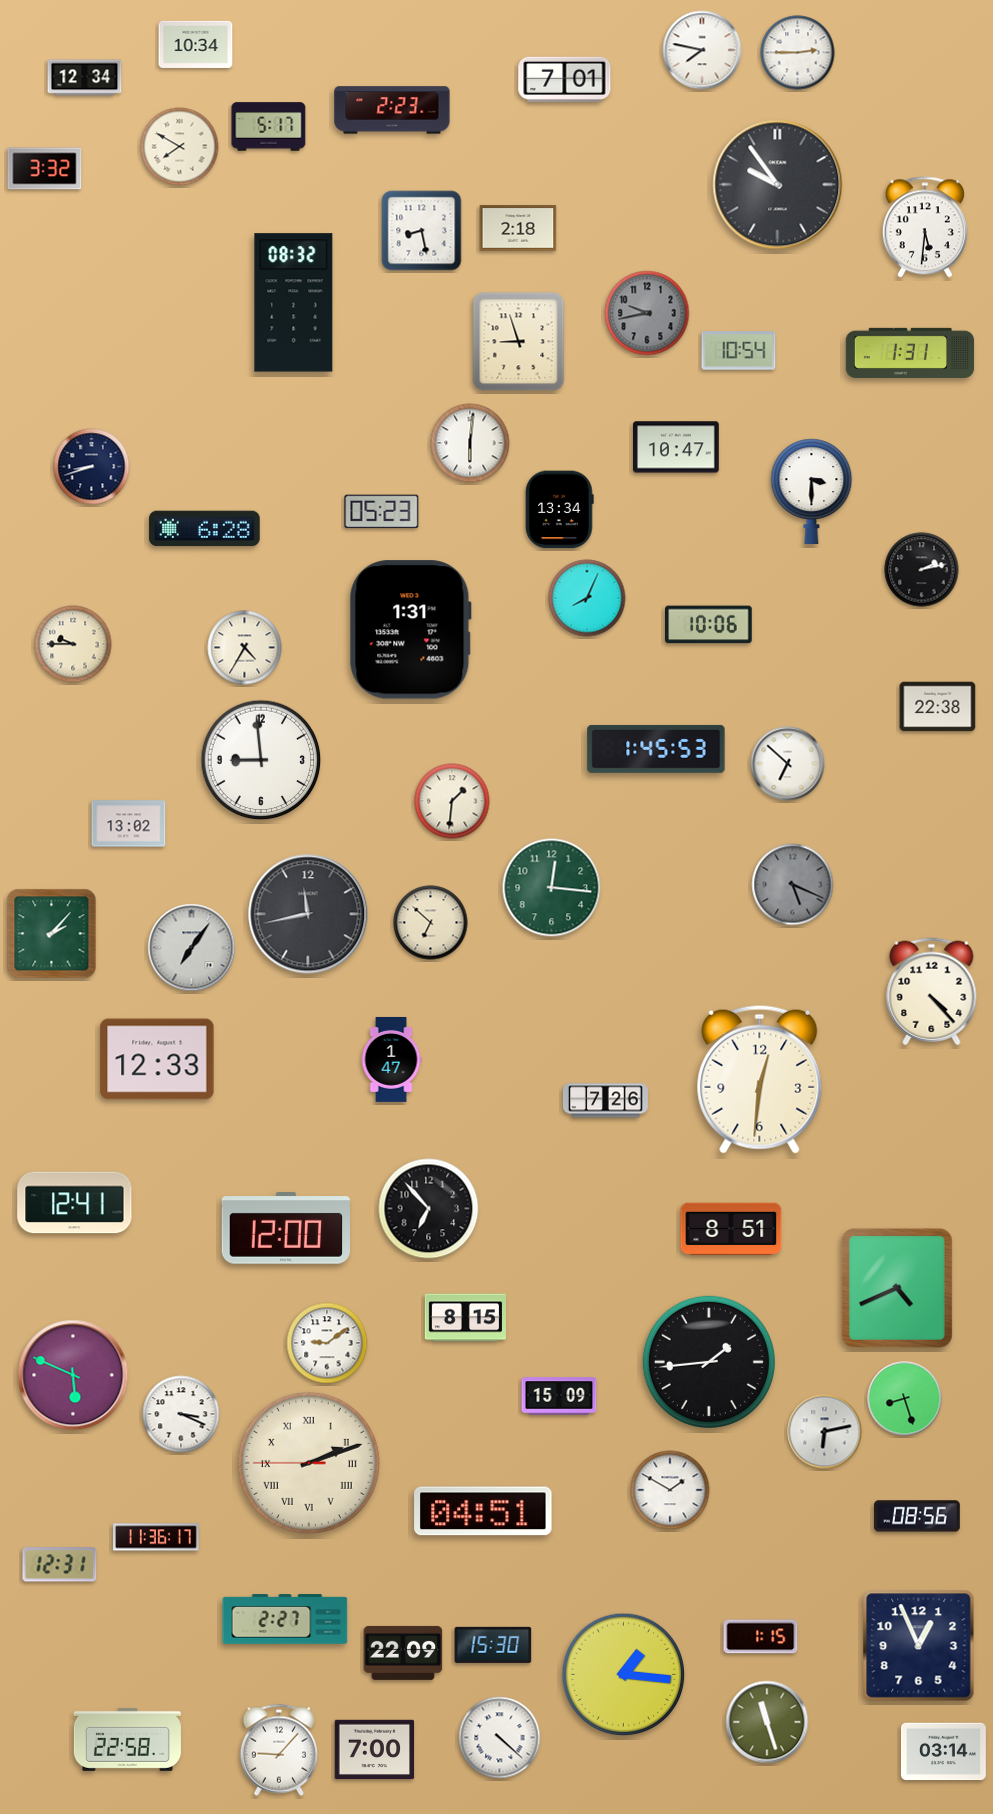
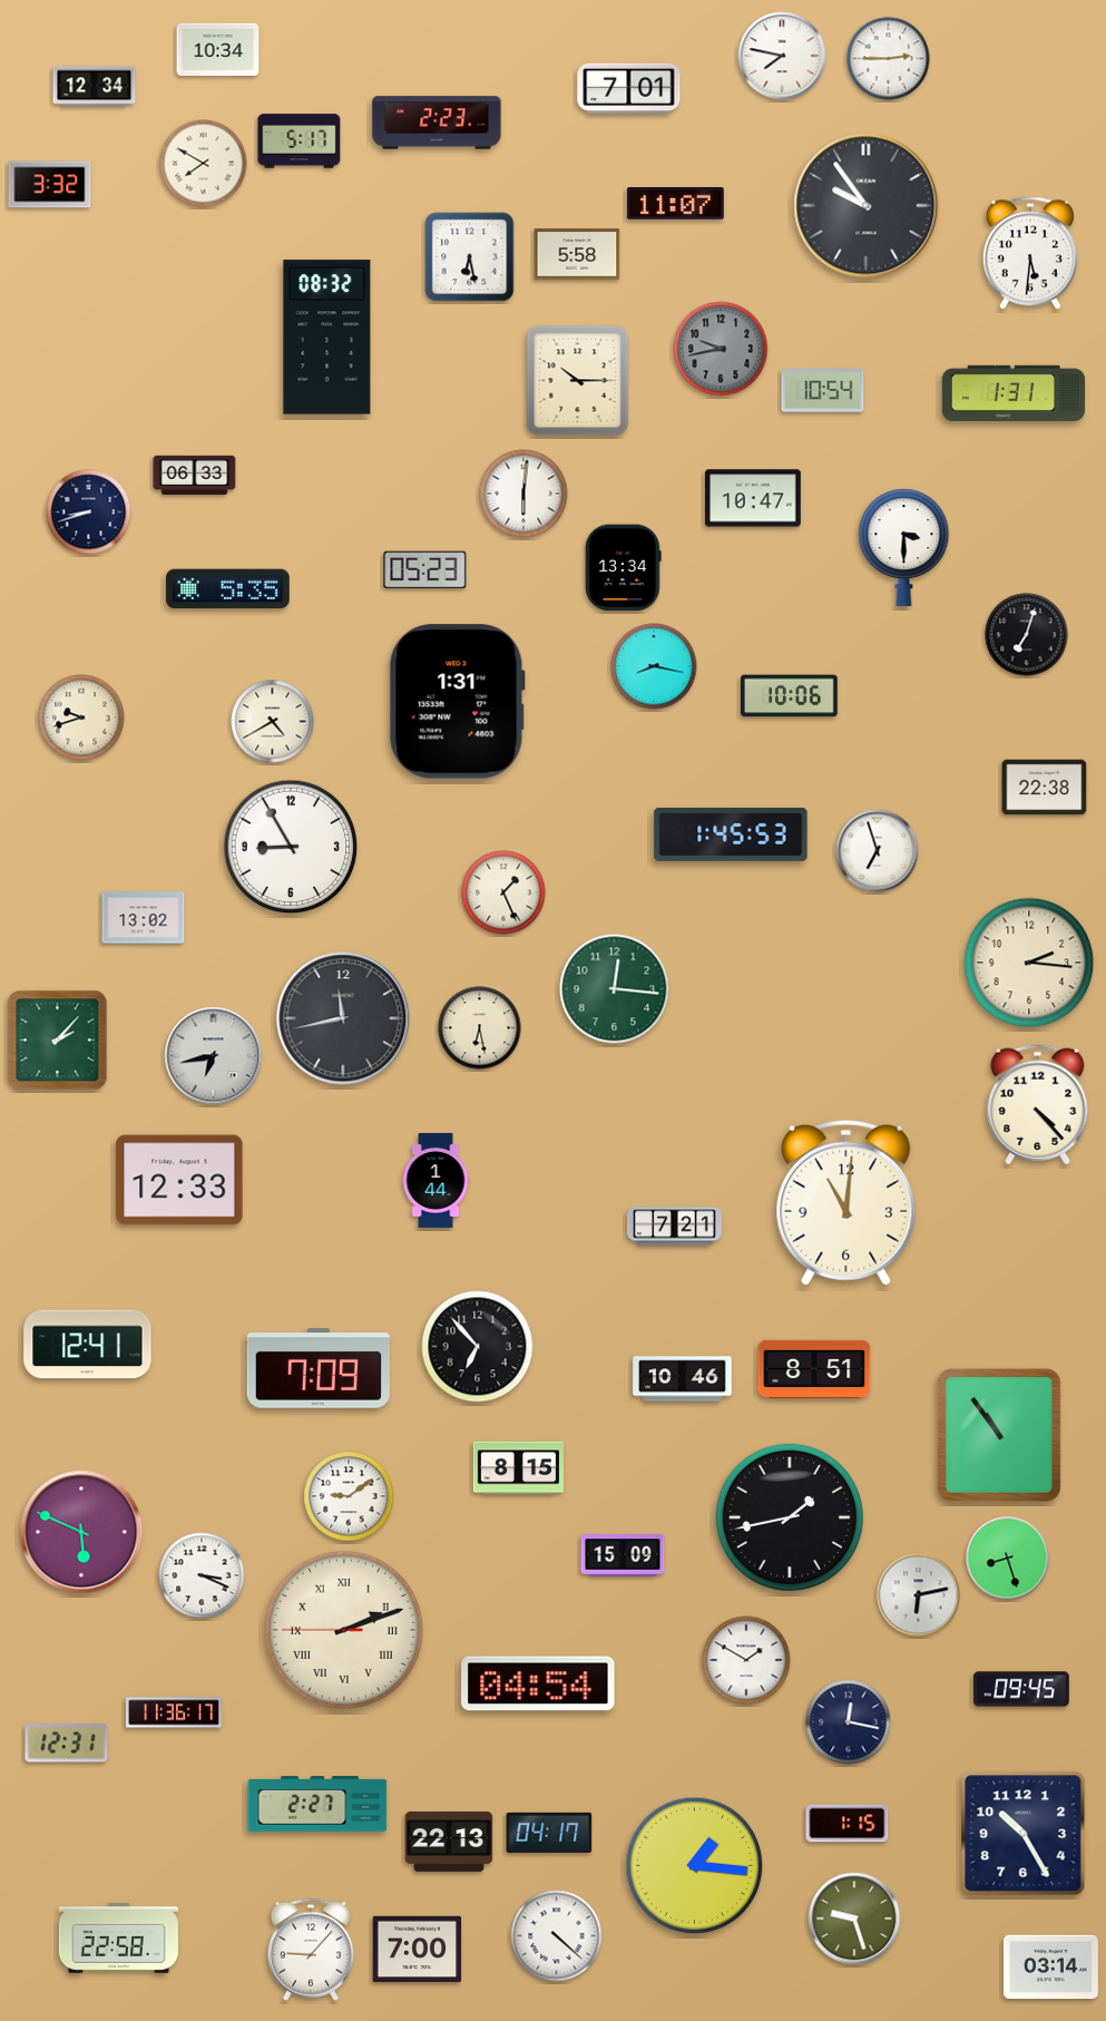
clock at (180, 147) position: (180, 147) -> (204, 164)
clock at (45, 169) position: (45, 169) -> (50, 185)
clock at (676, 204): none -> 11:07
clock at (518, 228): 2:18 -> 5:58
clock at (422, 231): 8:28 -> 6:28
clock at (519, 342): 8:57 -> 10:15
clock at (195, 475): none -> 06:33
clock at (92, 467) position: (92, 467) -> (89, 512)
clock at (205, 529): 6:28 -> 5:35
clock at (922, 570): 2:13 -> 7:03
clock at (587, 598): 8:04 -> 8:17
clock at (73, 644): 9:45 -> 9:42
clock at (245, 648): 4:35 -> 4:40
clock at (261, 760): 8:59 -> 8:55
clock at (788, 764): 6:52 -> 6:57
clock at (452, 801): 1:31 -> 1:26
clock at (1029, 963): none -> 2:16
clock at (793, 885): 5:19 -> none
clock at (431, 923): 6:52 -> 6:28
clock at (192, 948): 7:06 -> 6:43
clock at (157, 1059) position: (157, 1059) -> (179, 1180)
clock at (391, 1059): 1:47 -> 1:44
clock at (760, 1079): 12:31 -> 11:01
clock at (605, 1101): 7:26 -> 7:21
clock at (75, 1203) position: (75, 1203) -> (88, 1345)
clock at (285, 1228): 12:00 -> 7:09
clock at (683, 1379): none -> 10:46
clock at (897, 1288): 4:41 -> 10:54
clock at (327, 1343) position: (327, 1343) -> (349, 1496)
clock at (709, 1362): 1:44 -> 1:43
clock at (483, 1511): 04:51 -> 04:54
clock at (918, 1516): 08:56 -> 09:45
clock at (849, 1722): none -> 12:17
clock at (493, 1645): 15:30 -> 04:17
clock at (919, 1646): 12:56 -> 10:25
clock at (403, 1653): 22:09 -> 22:13
clock at (767, 1722): 11:27 -> 9:27
clock at (127, 1739) position: (127, 1739) -> (118, 1937)
clock at (943, 1752) position: (943, 1752) -> (1050, 1968)
